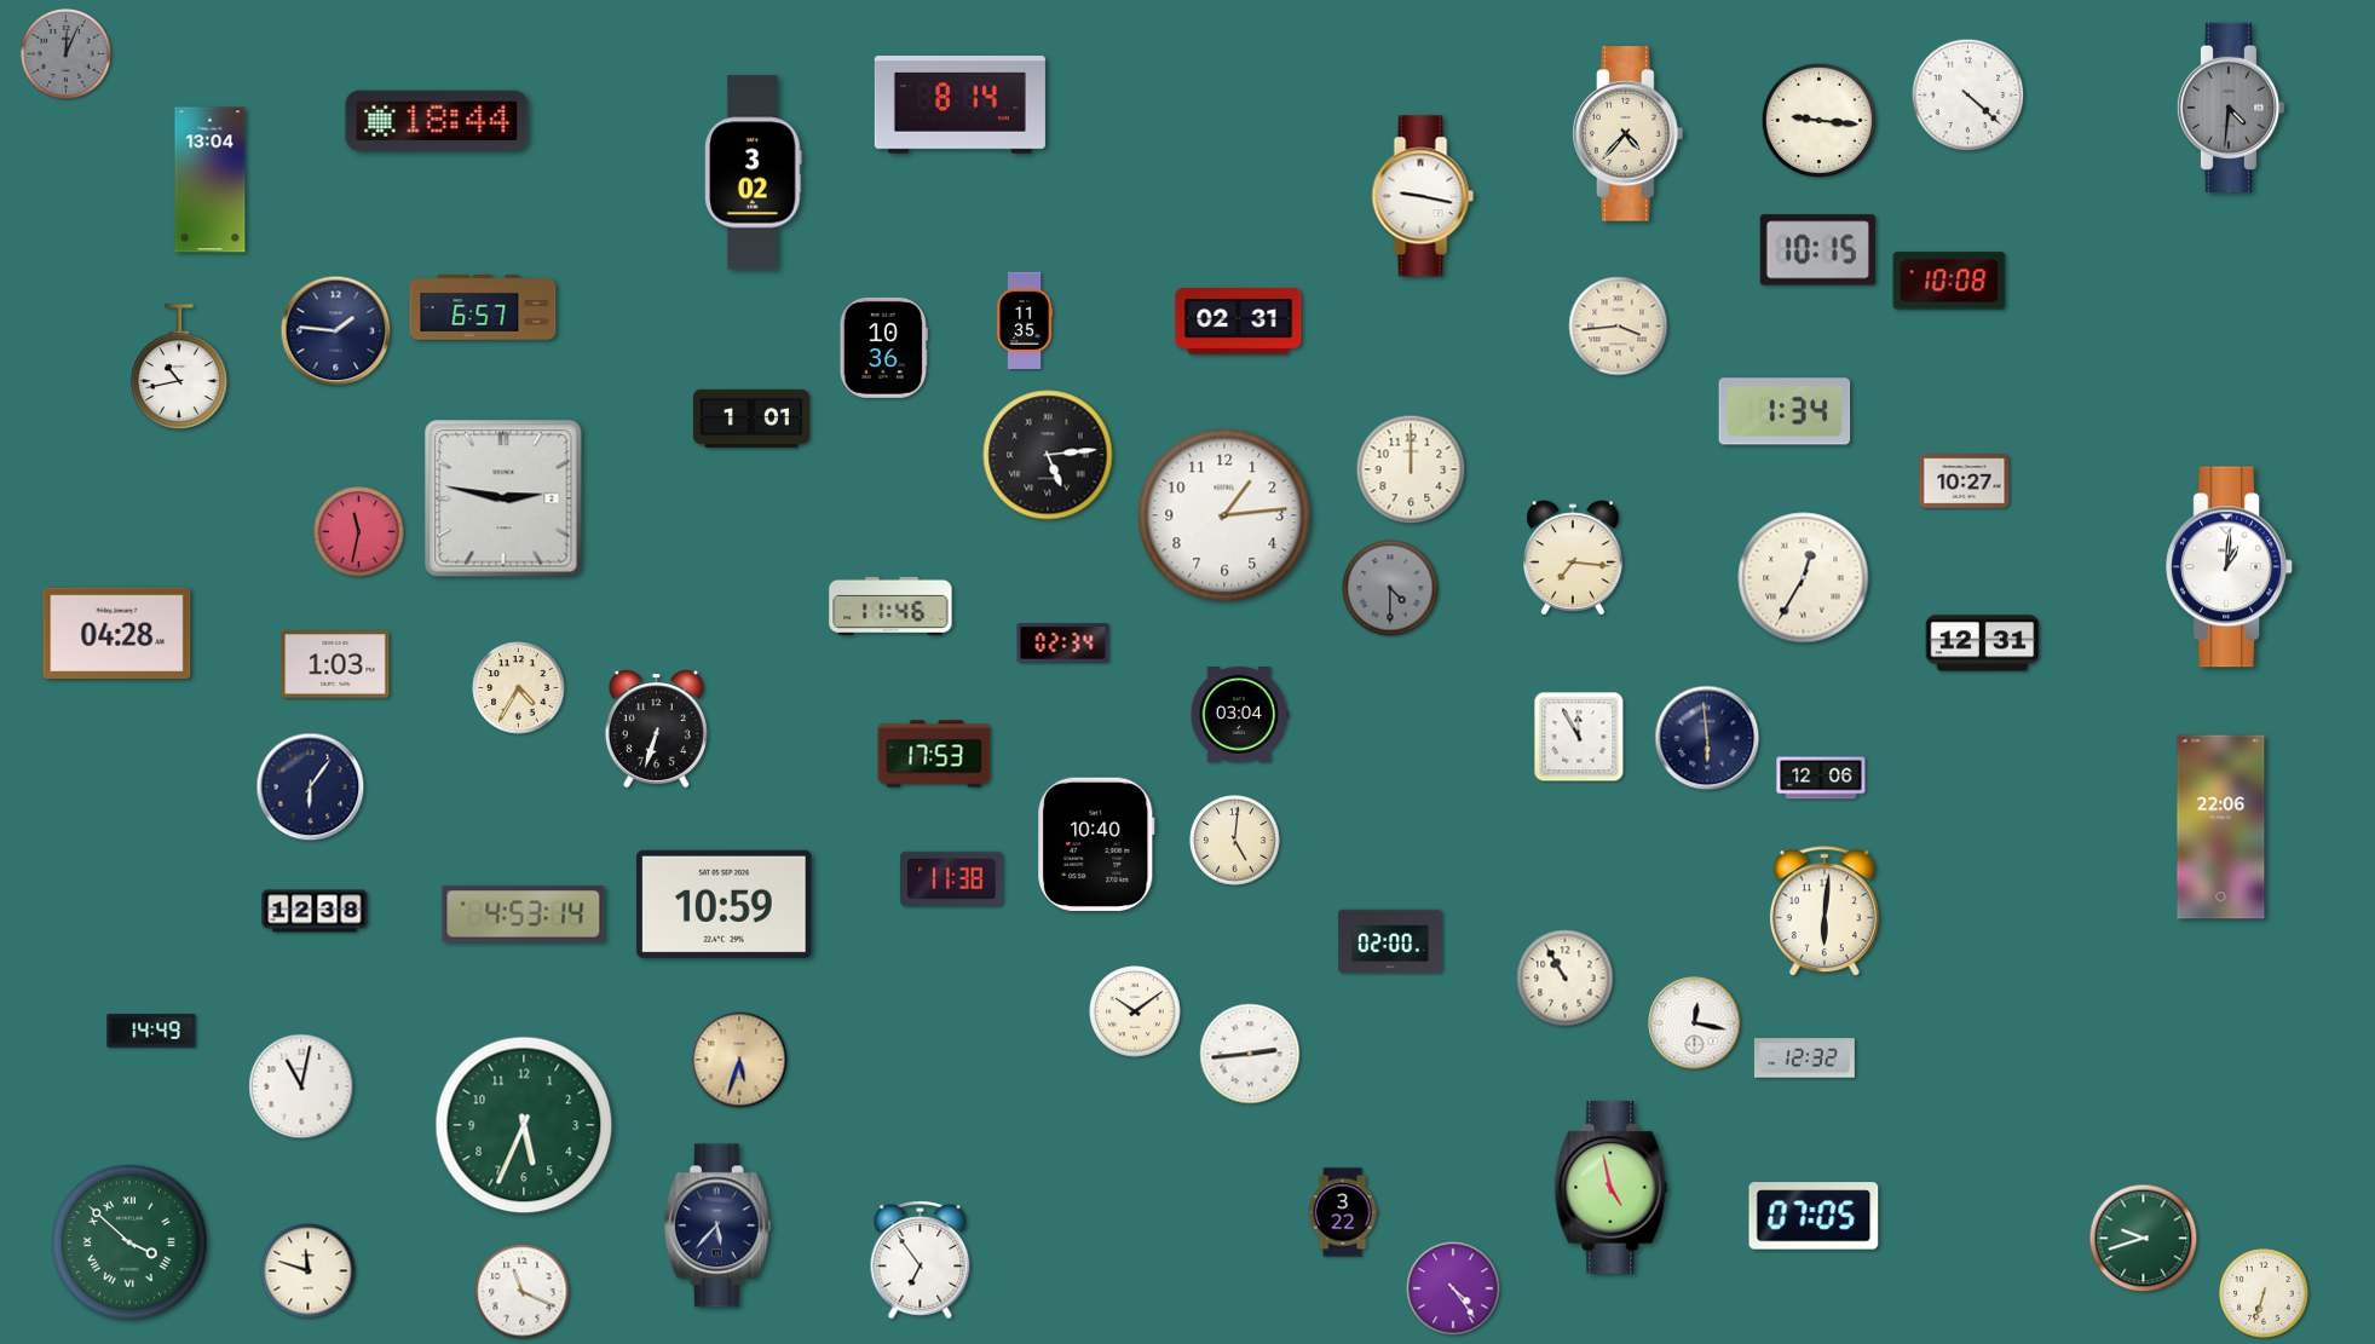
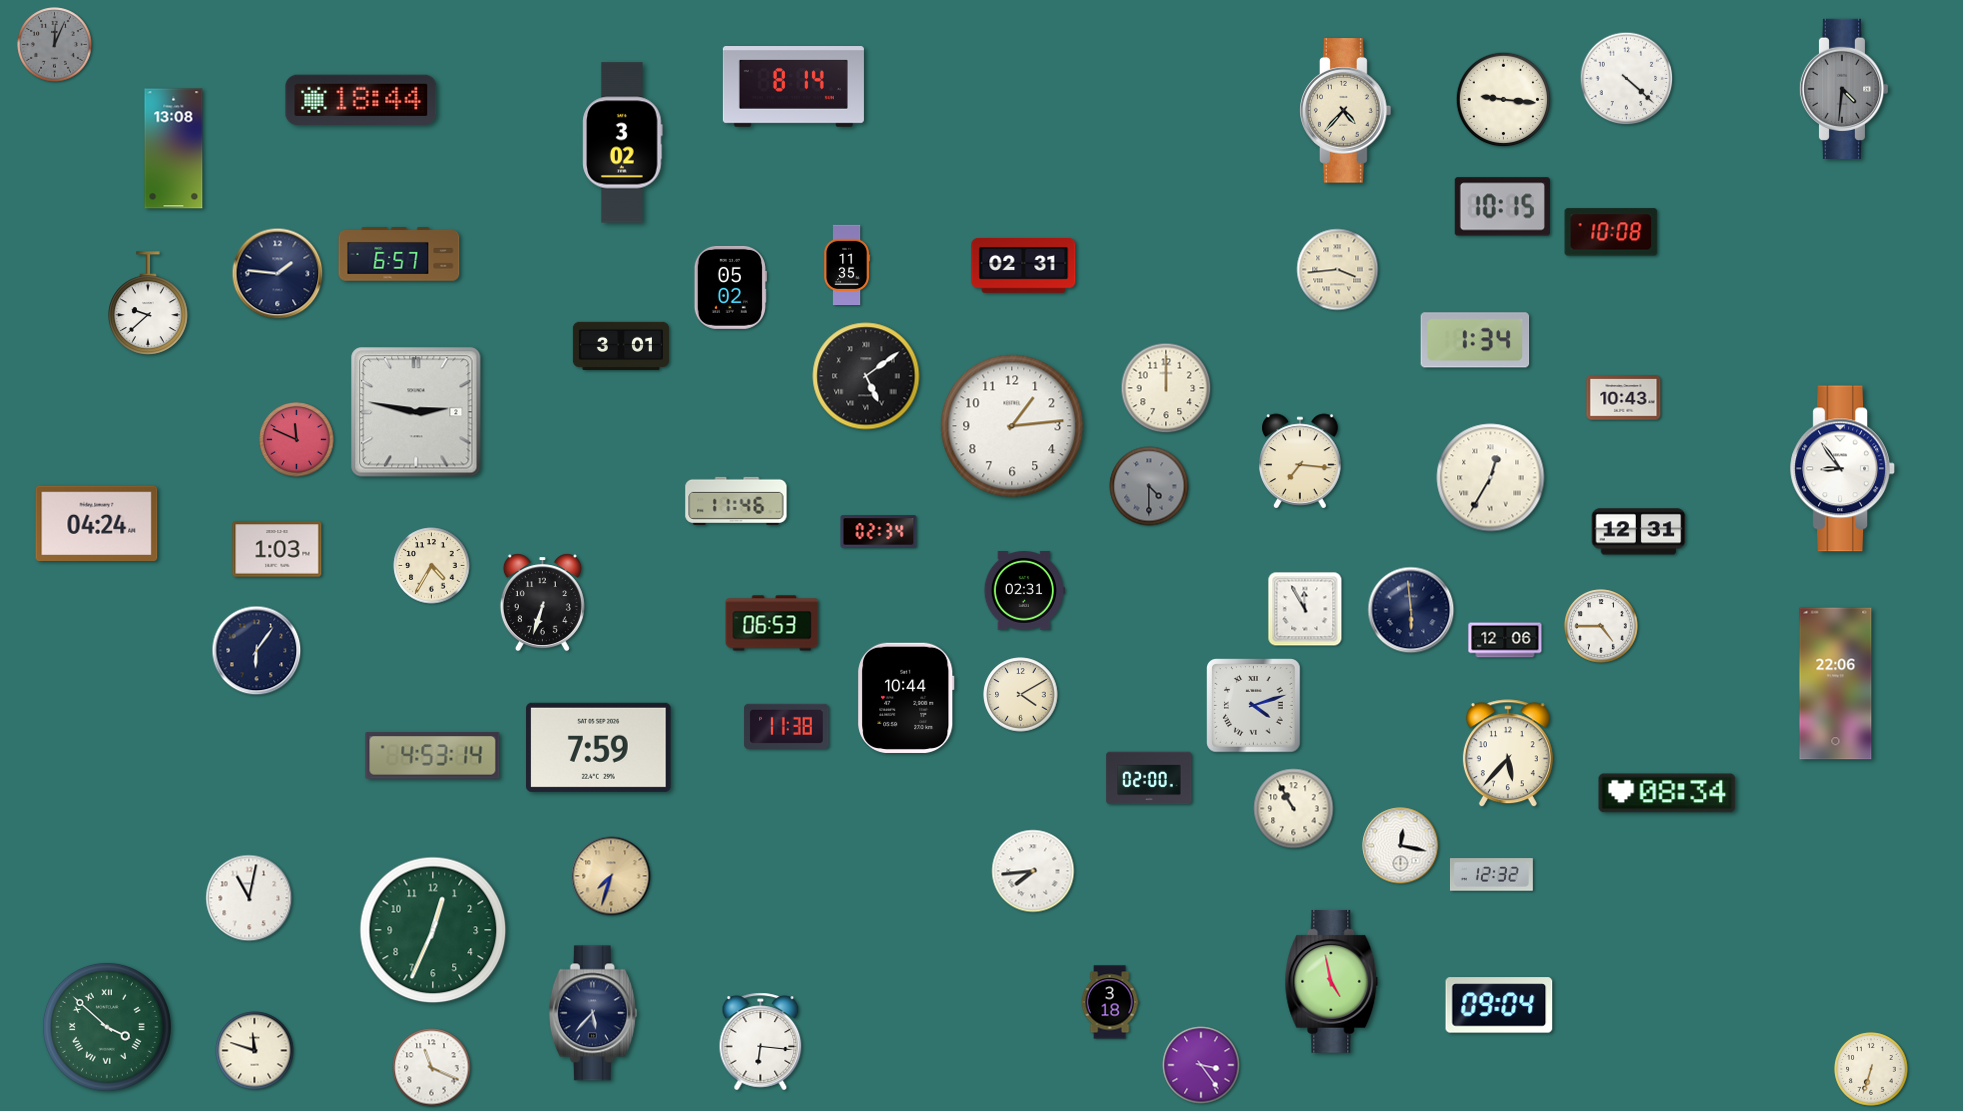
clock at (211, 180): 13:04 -> 13:08
clock at (1423, 196): 9:17 -> none
clock at (883, 347): 10:36 -> 05:02
clock at (179, 367): 10:43 -> 9:38
clock at (751, 417): 1:01 -> 3:01
clock at (1048, 455): 5:14 -> 5:09
clock at (1965, 481): 10:27 -> 10:43
clock at (359, 532): 11:32 -> 11:49
clock at (2229, 567): 1:01 -> 8:54
clock at (117, 633): 04:28 -> 04:24
clock at (519, 688) position: (519, 688) -> (432, 566)
clock at (1239, 715): 03:04 -> 02:31
clock at (934, 754): 17:53 -> 06:53
clock at (1601, 626): none -> 4:45
clock at (1821, 778) position: (1821, 778) -> (1505, 640)
clock at (1235, 841): 5:01 -> 4:10
clock at (1096, 844): 10:40 -> 10:44
clock at (1254, 706): none -> 4:12
clock at (725, 904): 10:59 -> 7:59
clock at (315, 911): 12:38 -> none
clock at (1825, 912): 6:01 -> 5:37
clock at (1667, 793): none -> 08:34
clock at (1135, 1011): 10:09 -> none
clock at (151, 1031): 14:49 -> none
clock at (1250, 1054): 2:44 -> 7:44
clock at (739, 1060): 5:33 -> 7:33
clock at (524, 1125): 5:34 -> 12:34
clock at (1343, 1212): 3:22 -> 3:18
clock at (1814, 1216): 07:05 -> 09:04
clock at (2144, 1239): 9:42 -> none
clock at (921, 1261): 6:54 -> 6:16
clock at (1453, 1288): 4:24 -> 3:24
